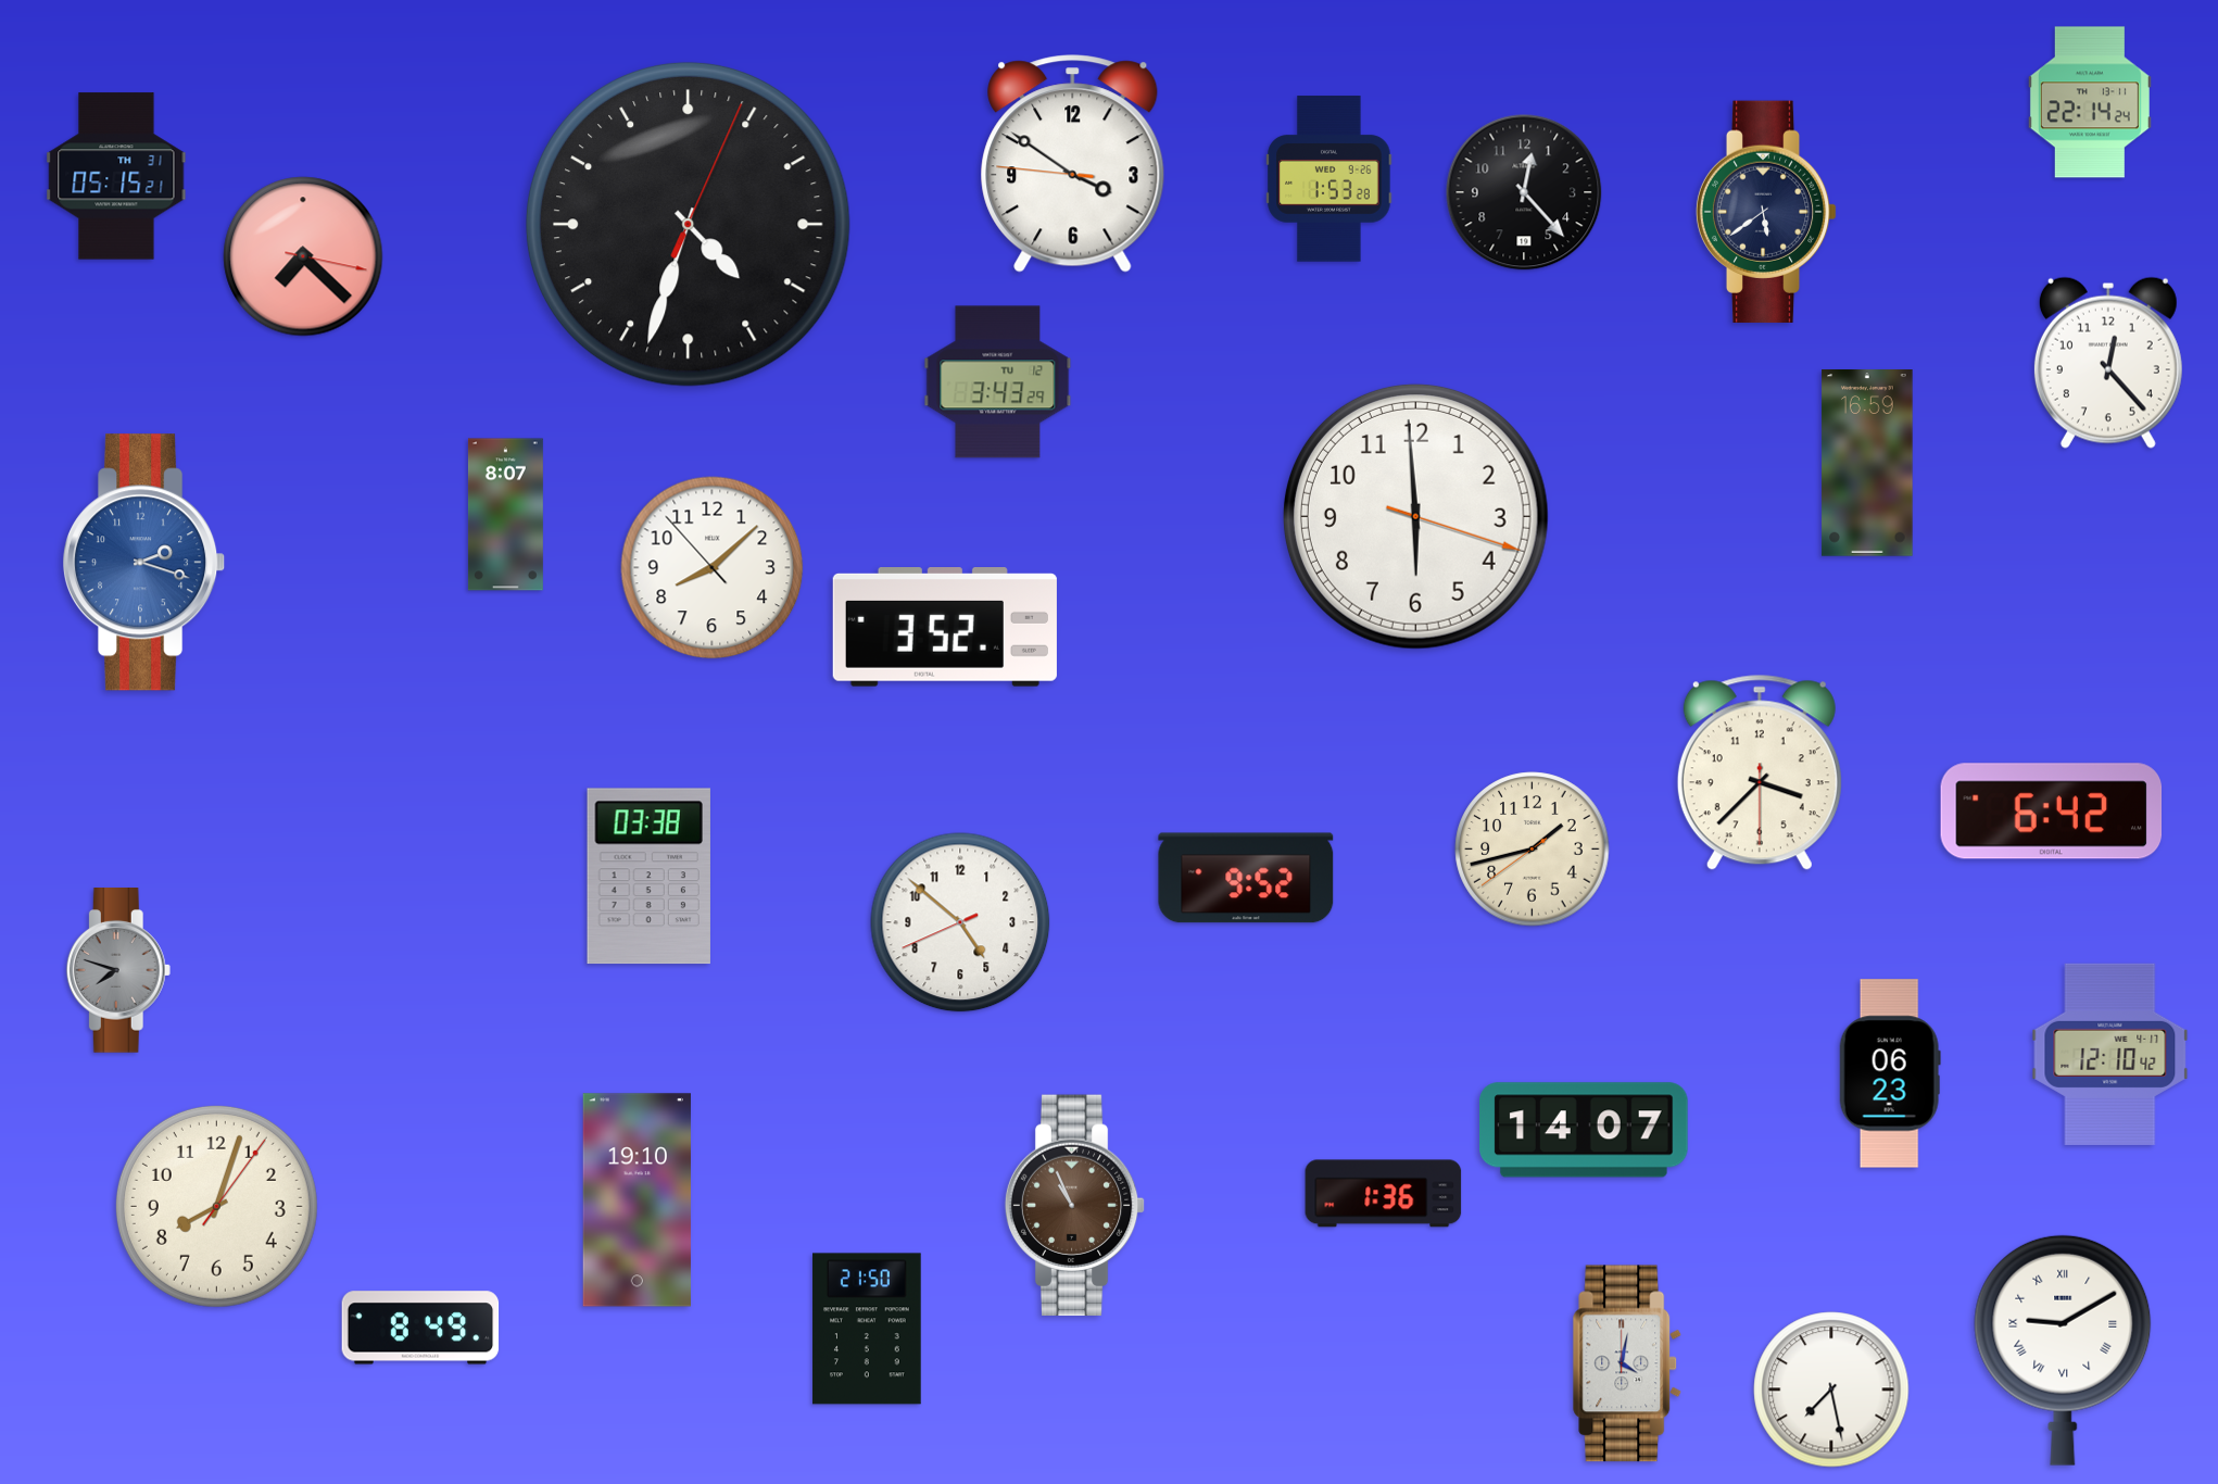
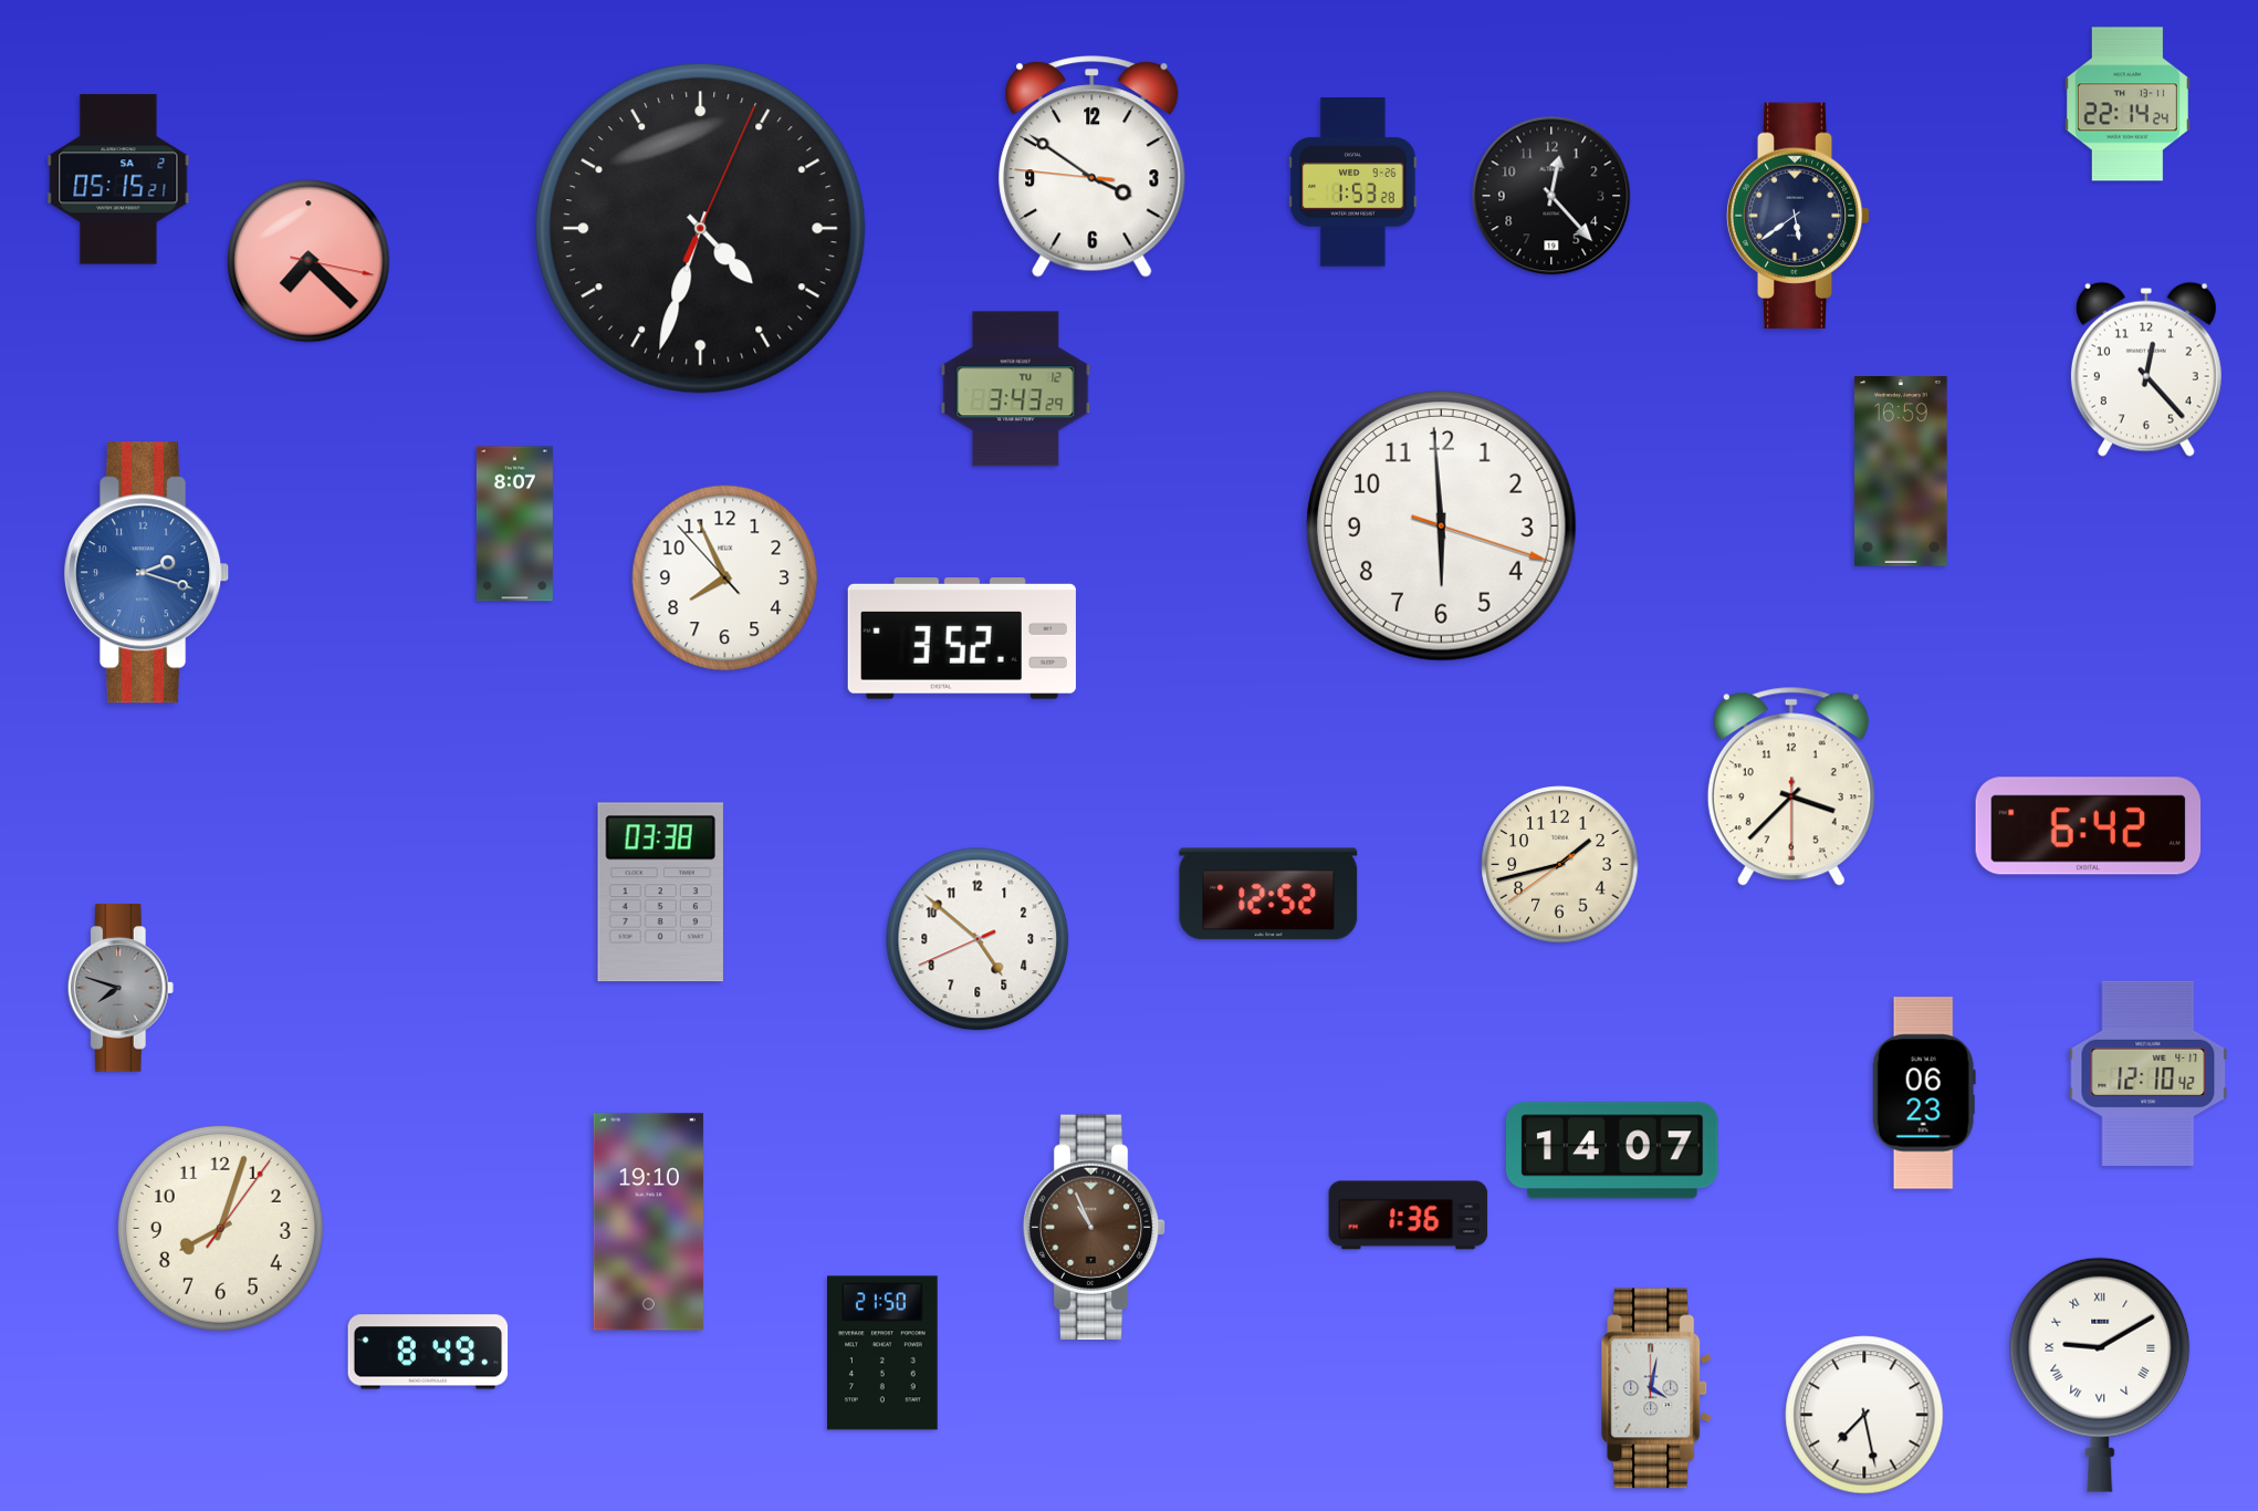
clock at (116, 176) date: TH 31 -> SA 2
clock at (713, 568): 8:07 -> 7:55
clock at (1246, 878): 9:52 -> 12:52
